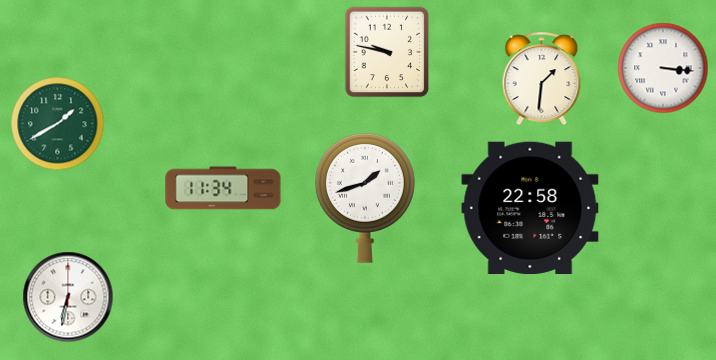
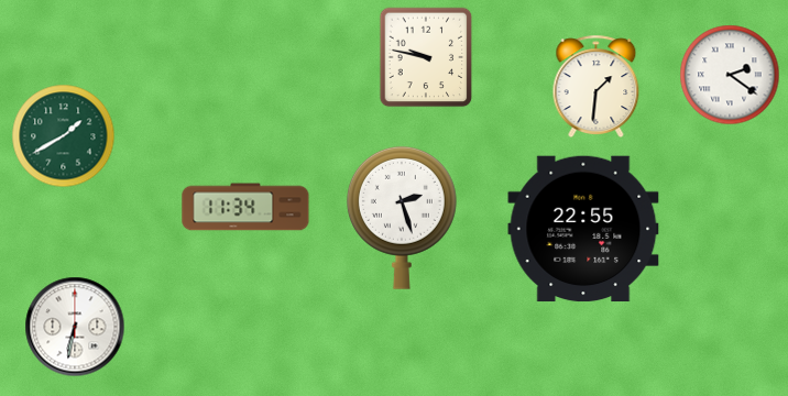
clock at (663, 68): 3:16 -> 2:21
clock at (365, 198): 1:42 -> 2:27
clock at (530, 208): 22:58 -> 22:55
